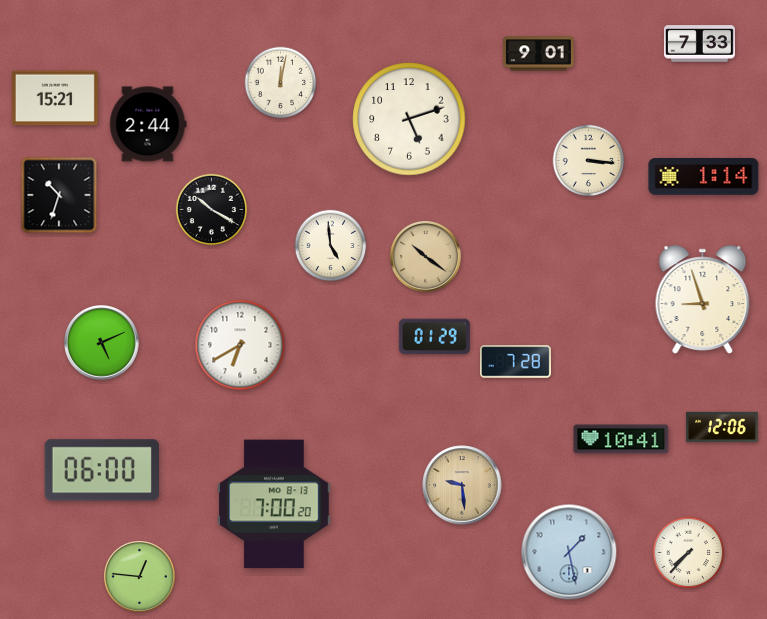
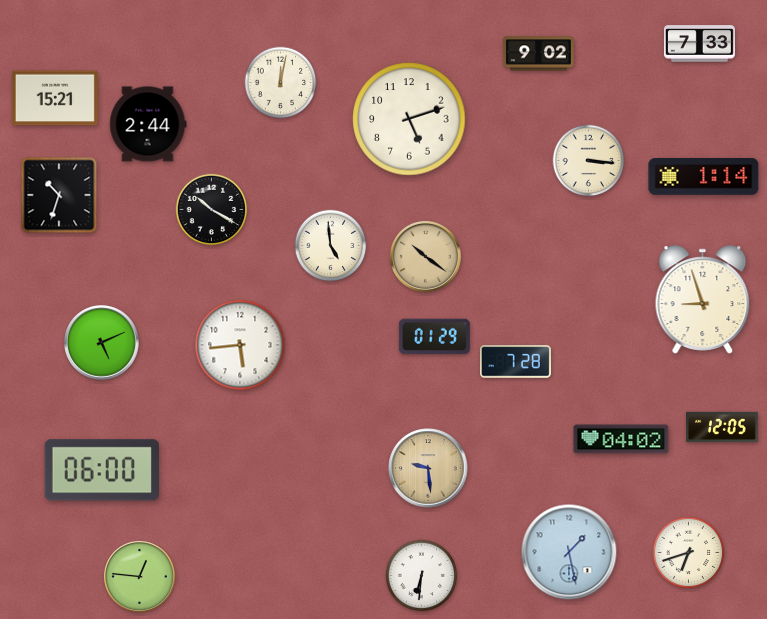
clock at (538, 54): 9:01 -> 9:02
clock at (240, 345): 6:40 -> 5:44
clock at (722, 427): 12:06 -> 12:05
clock at (621, 439): 10:41 -> 04:02
clock at (462, 485) position: (462, 485) -> (428, 468)
clock at (275, 504): 7:00 -> none
clock at (689, 553): 7:37 -> 6:42
clock at (422, 576): none -> 6:31
